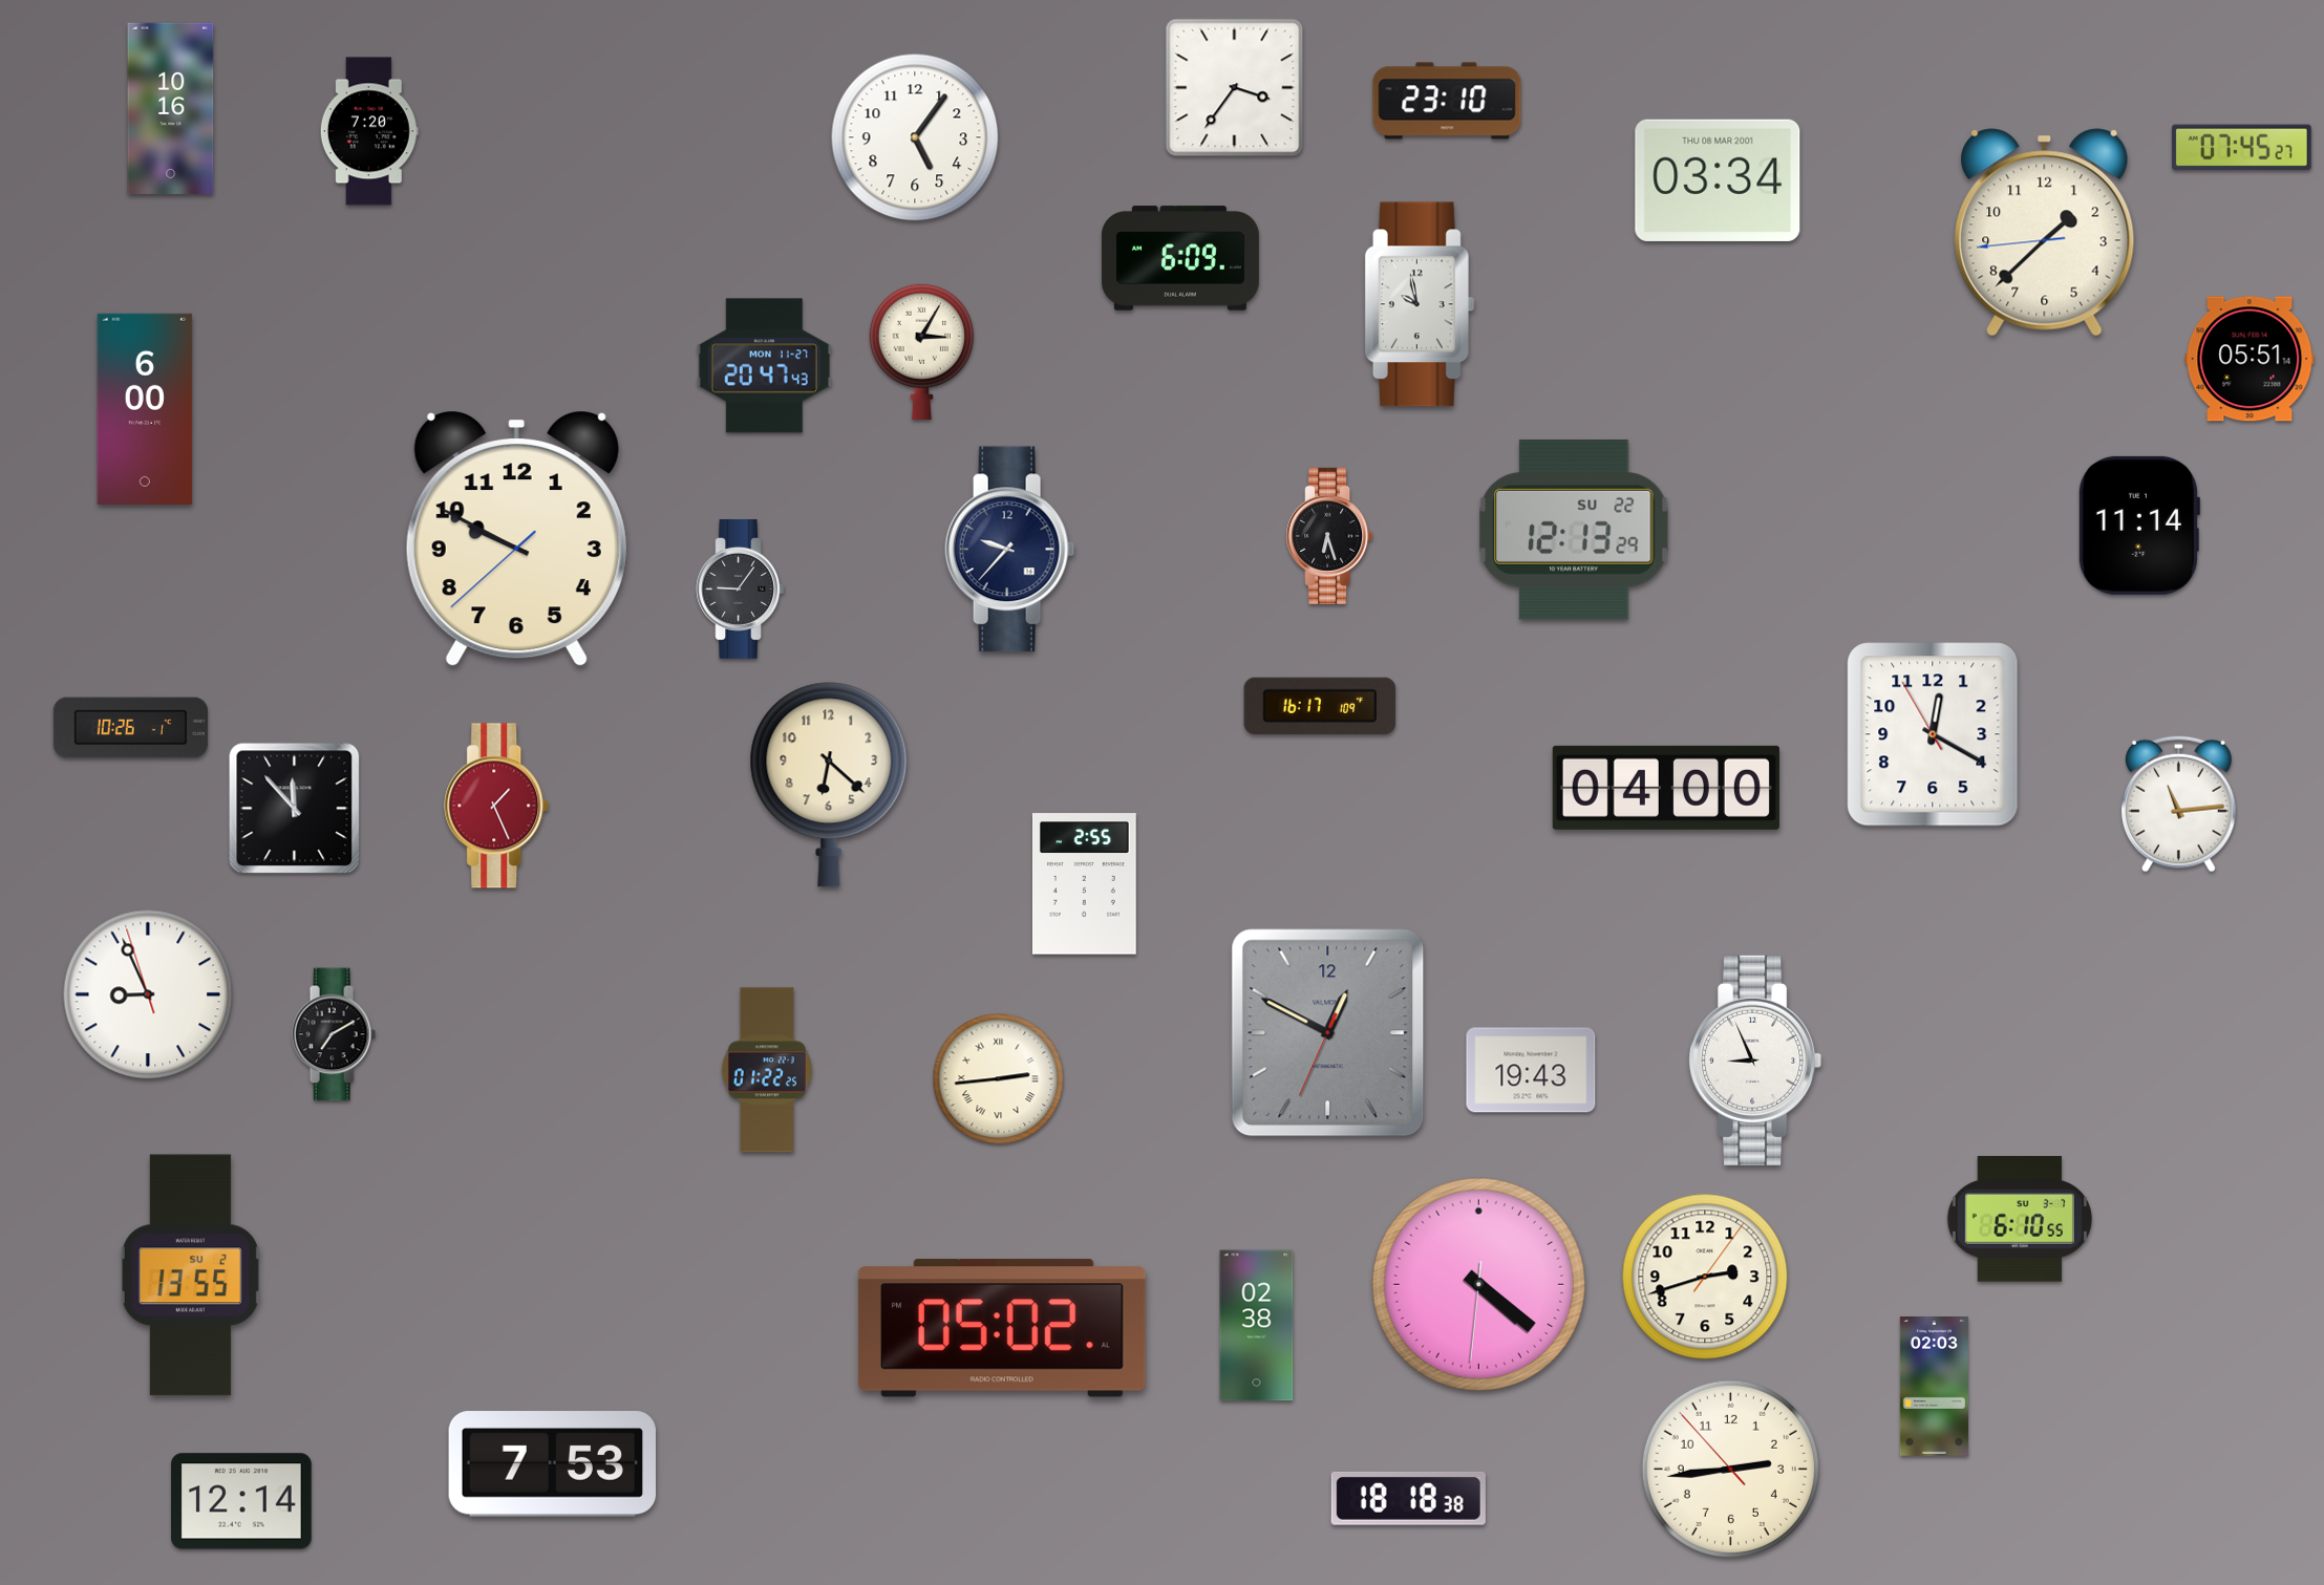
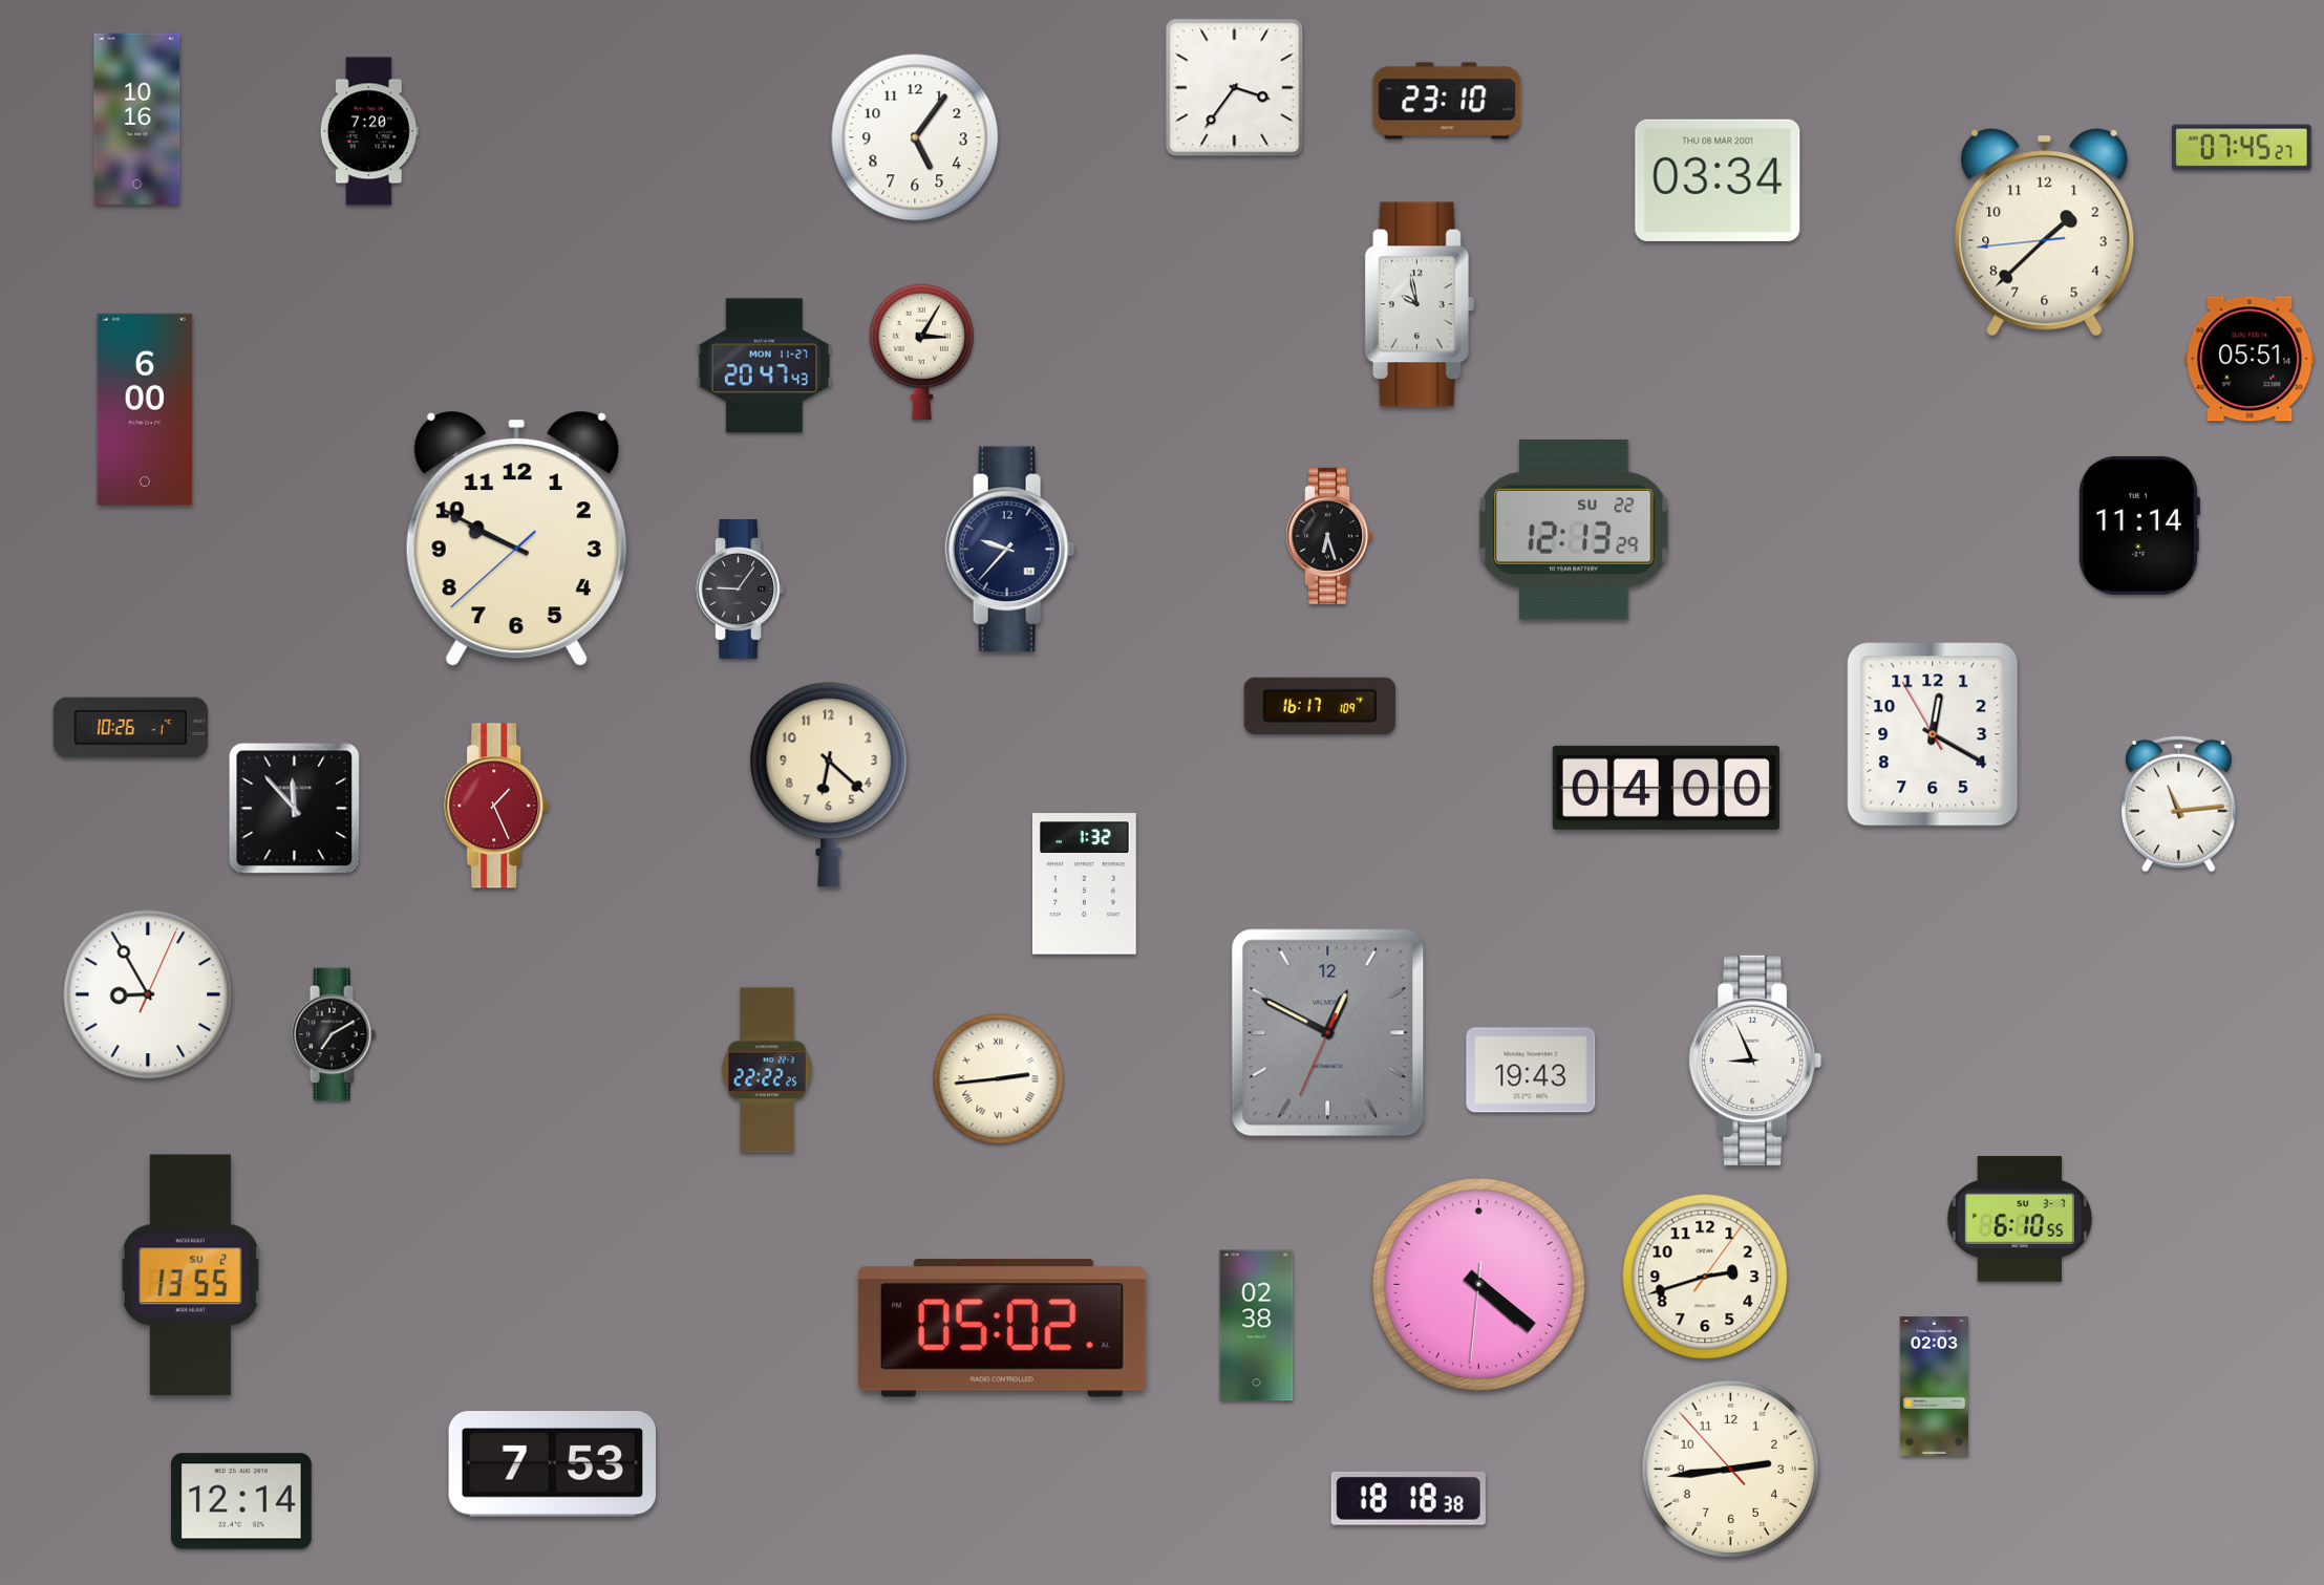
clock at (171, 108) position: (171, 108) -> (137, 119)
clock at (1180, 258): 6:09 -> none
clock at (1085, 884): 2:55 -> 1:32
clock at (148, 994): 8:55:57 -> 8:55:04
clock at (767, 1070): 01:22 -> 22:22
